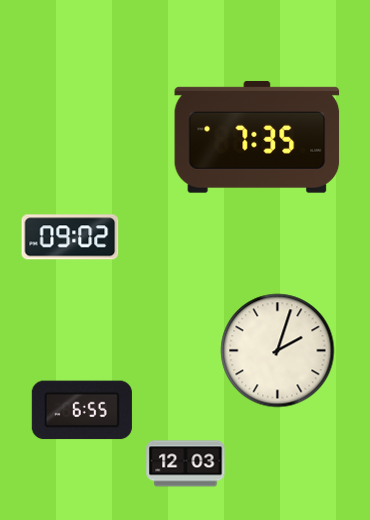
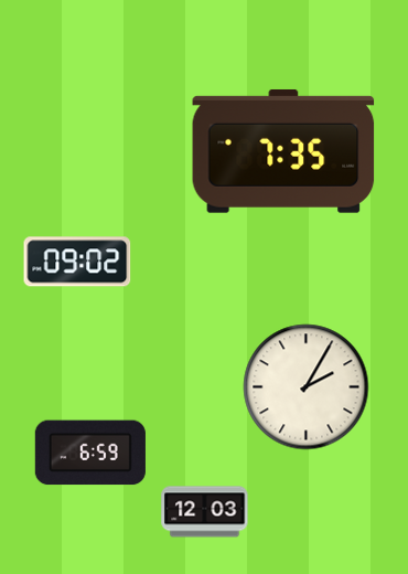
clock at (278, 351): 2:03 -> 2:05
clock at (82, 410): 6:55 -> 6:59
